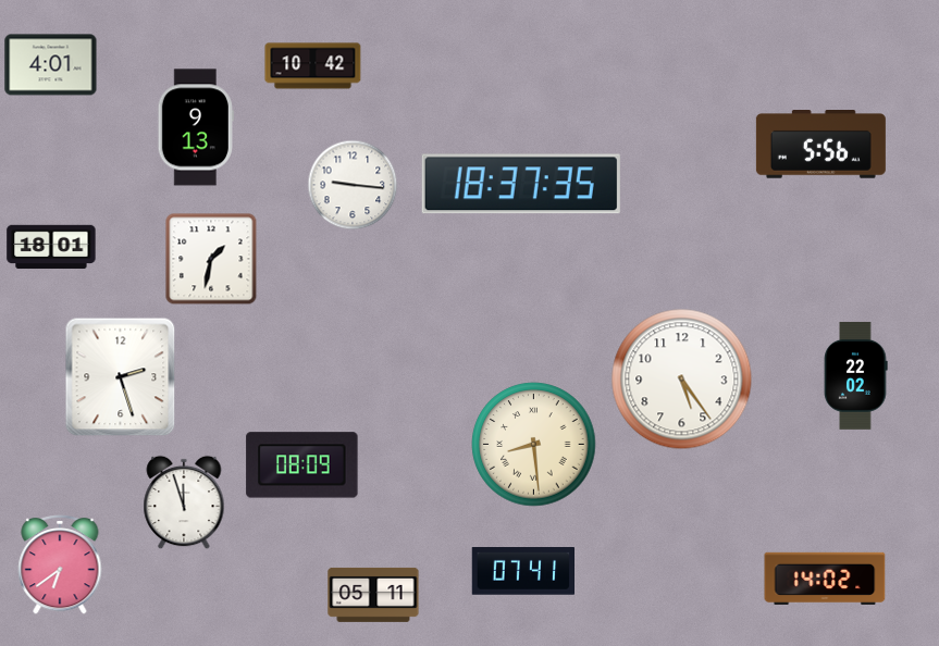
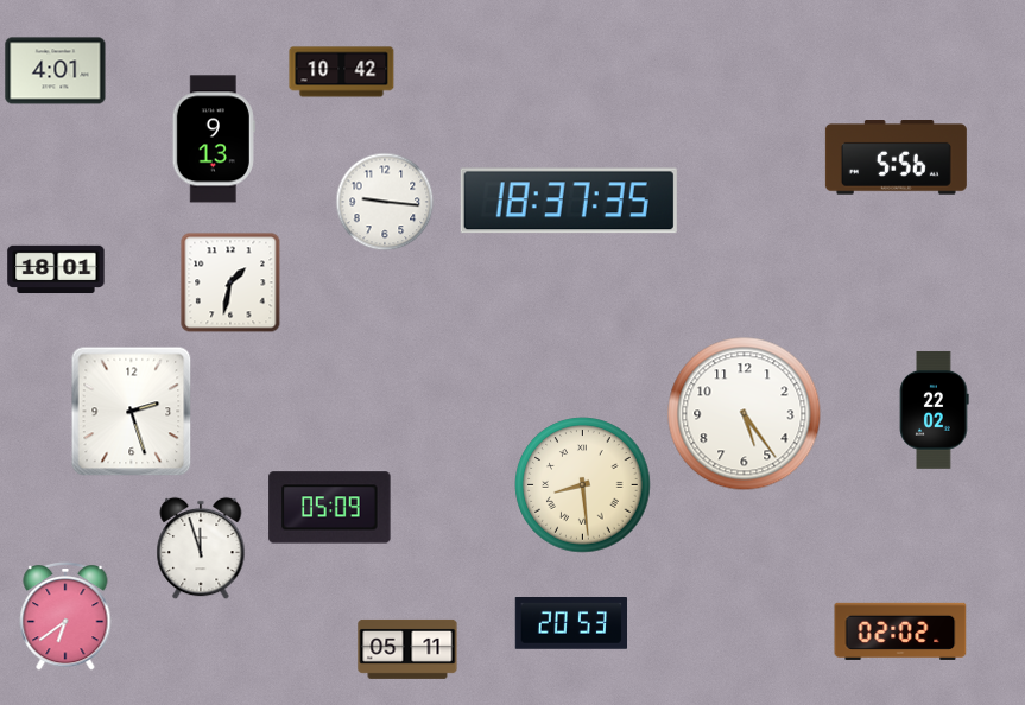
clock at (302, 465): 08:09 -> 05:09
clock at (523, 572): 07:41 -> 20:53
clock at (825, 579): 14:02 -> 02:02
